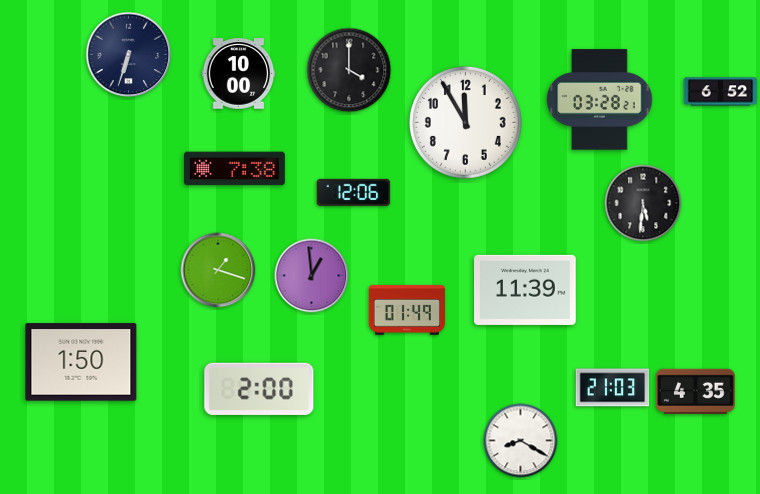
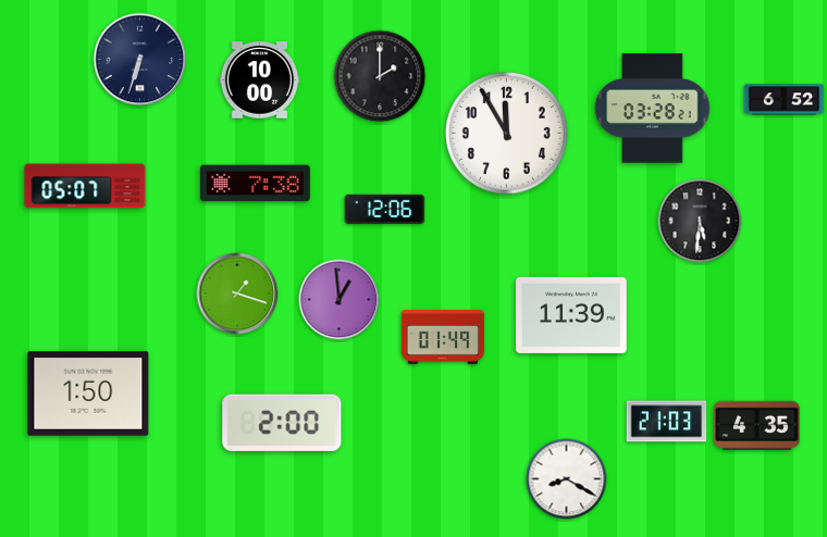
clock at (349, 70): 4:00 -> 2:00
clock at (85, 186): none -> 05:07
